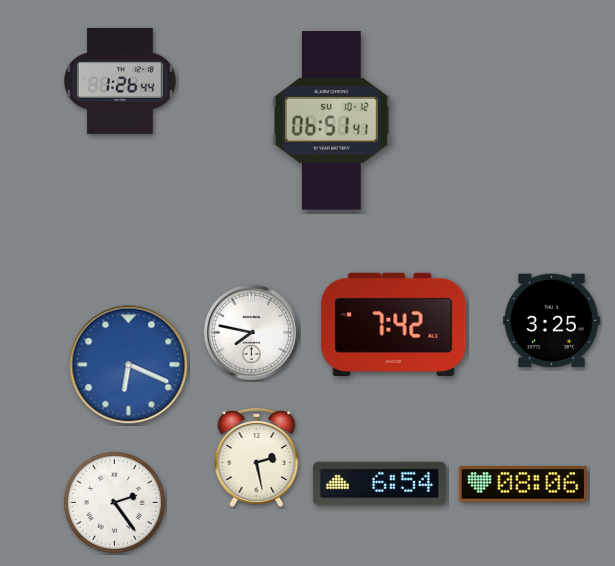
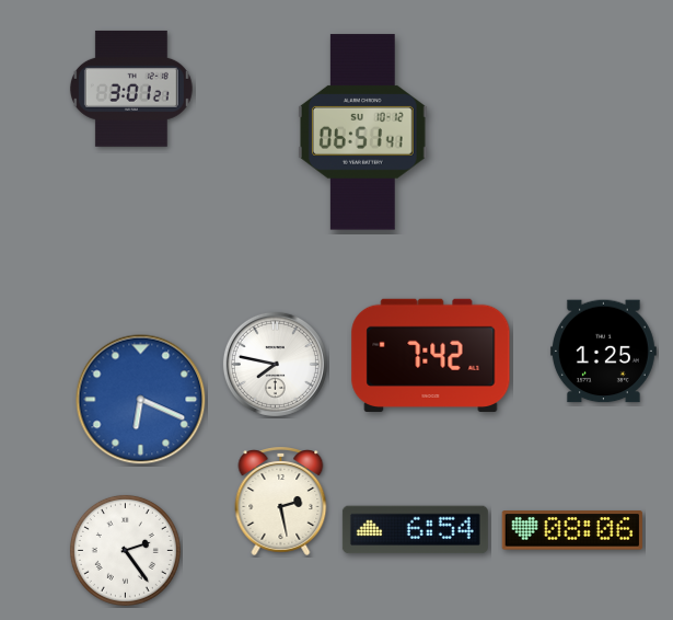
clock at (120, 81): 1:26 -> 3:01
clock at (551, 321): 3:25 -> 1:25
